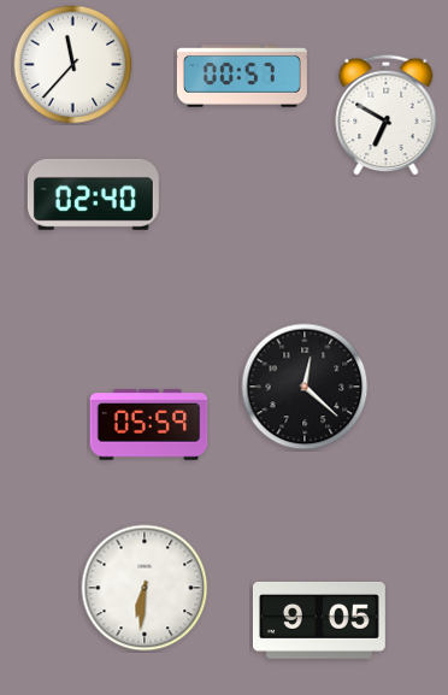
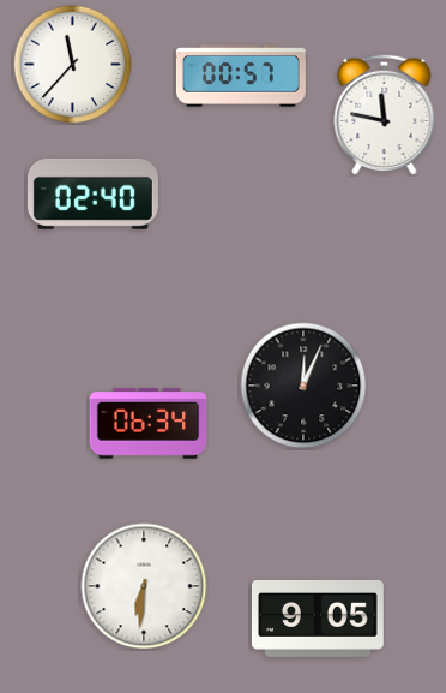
clock at (387, 114): 6:50 -> 11:47
clock at (305, 387): 12:22 -> 12:04
clock at (149, 425): 05:59 -> 06:34
